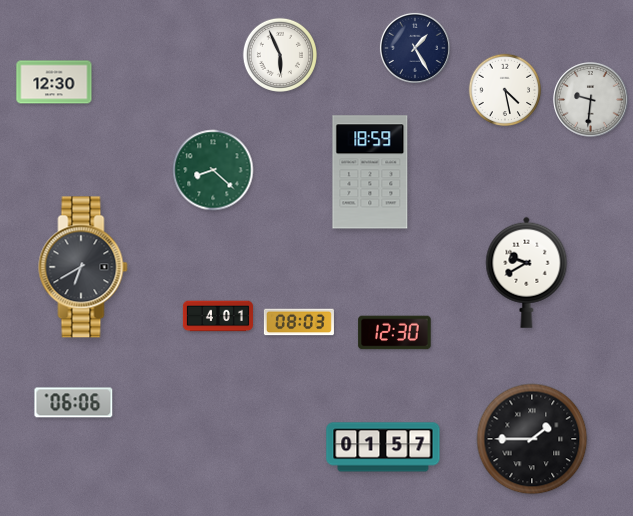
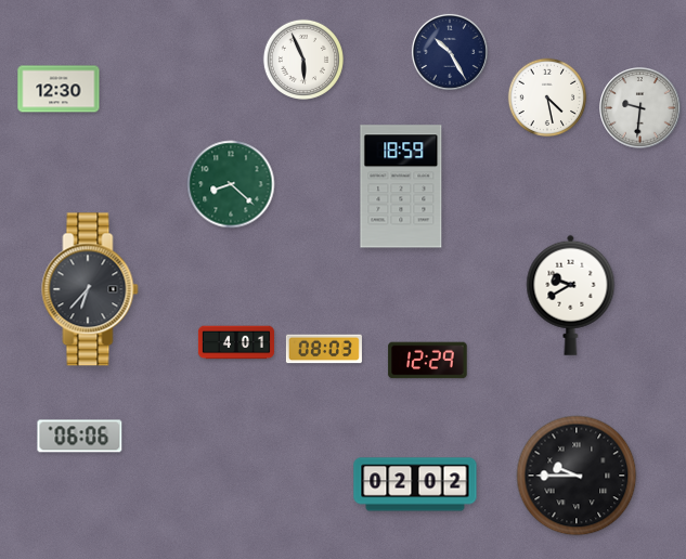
clock at (415, 48): 1:25 -> 10:25
clock at (83, 267): 6:40 -> 6:37
clock at (395, 333): 12:30 -> 12:29
clock at (532, 439): 1:45 -> 9:45
clock at (383, 447): 01:57 -> 02:02
